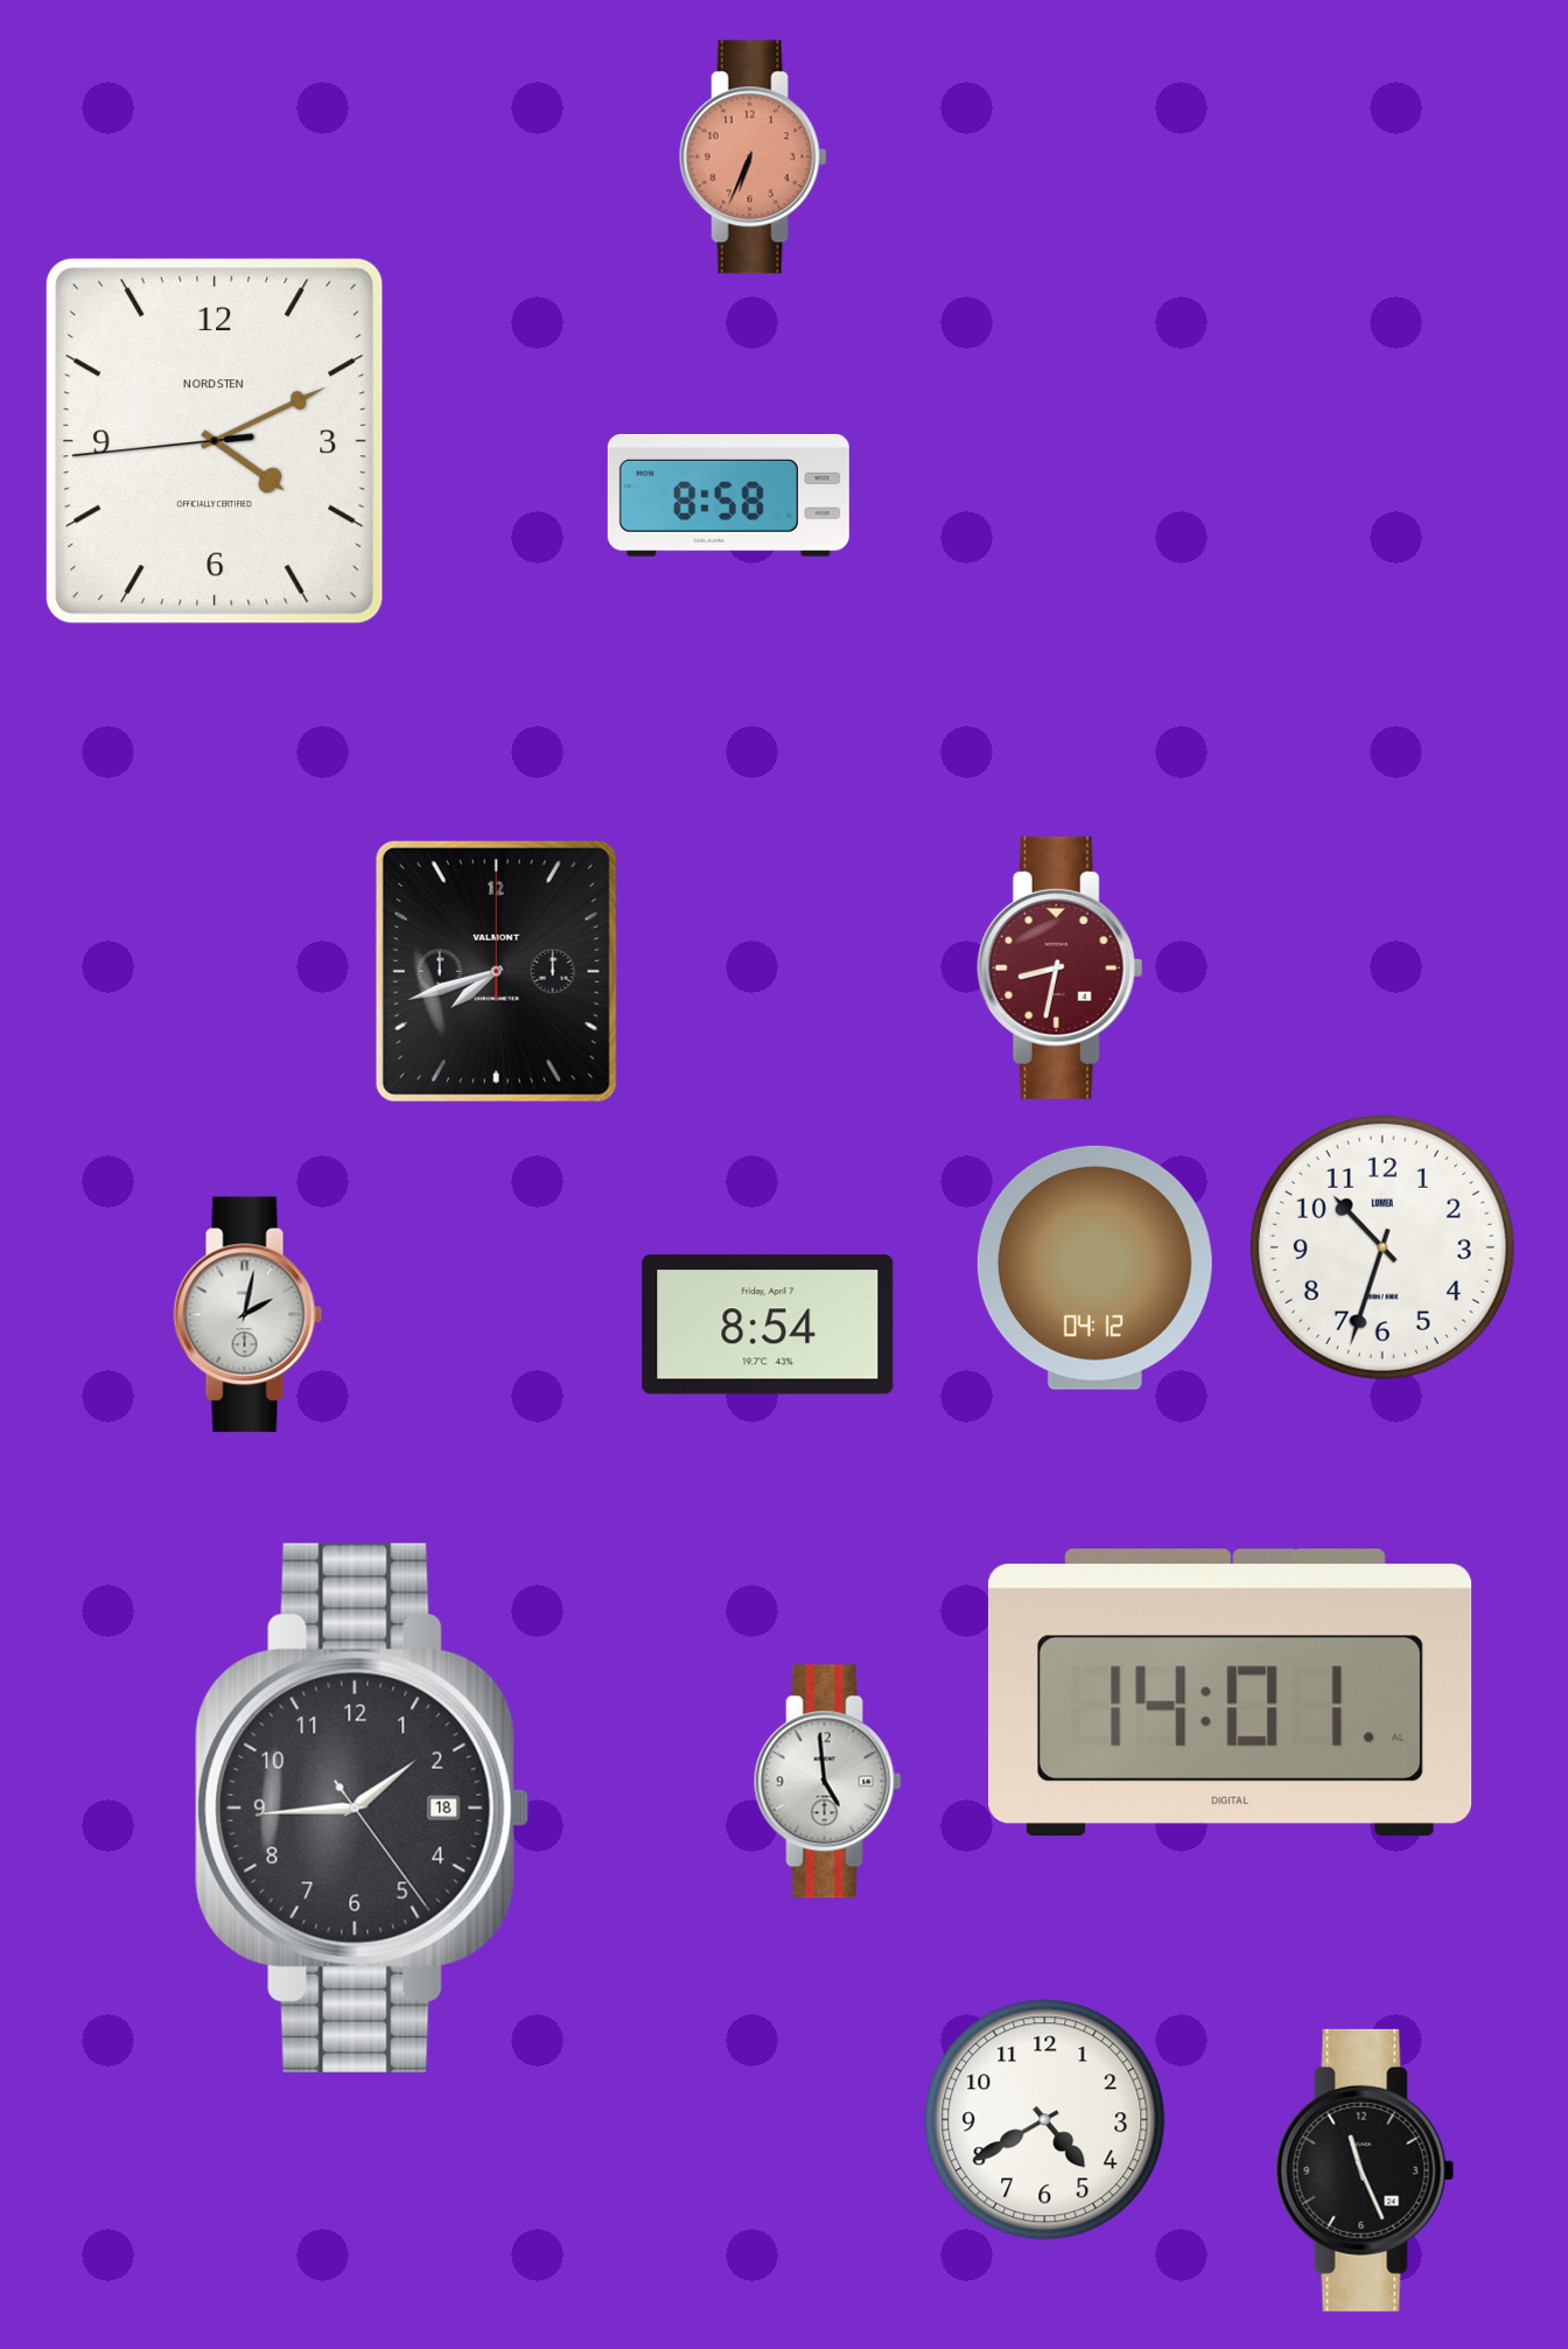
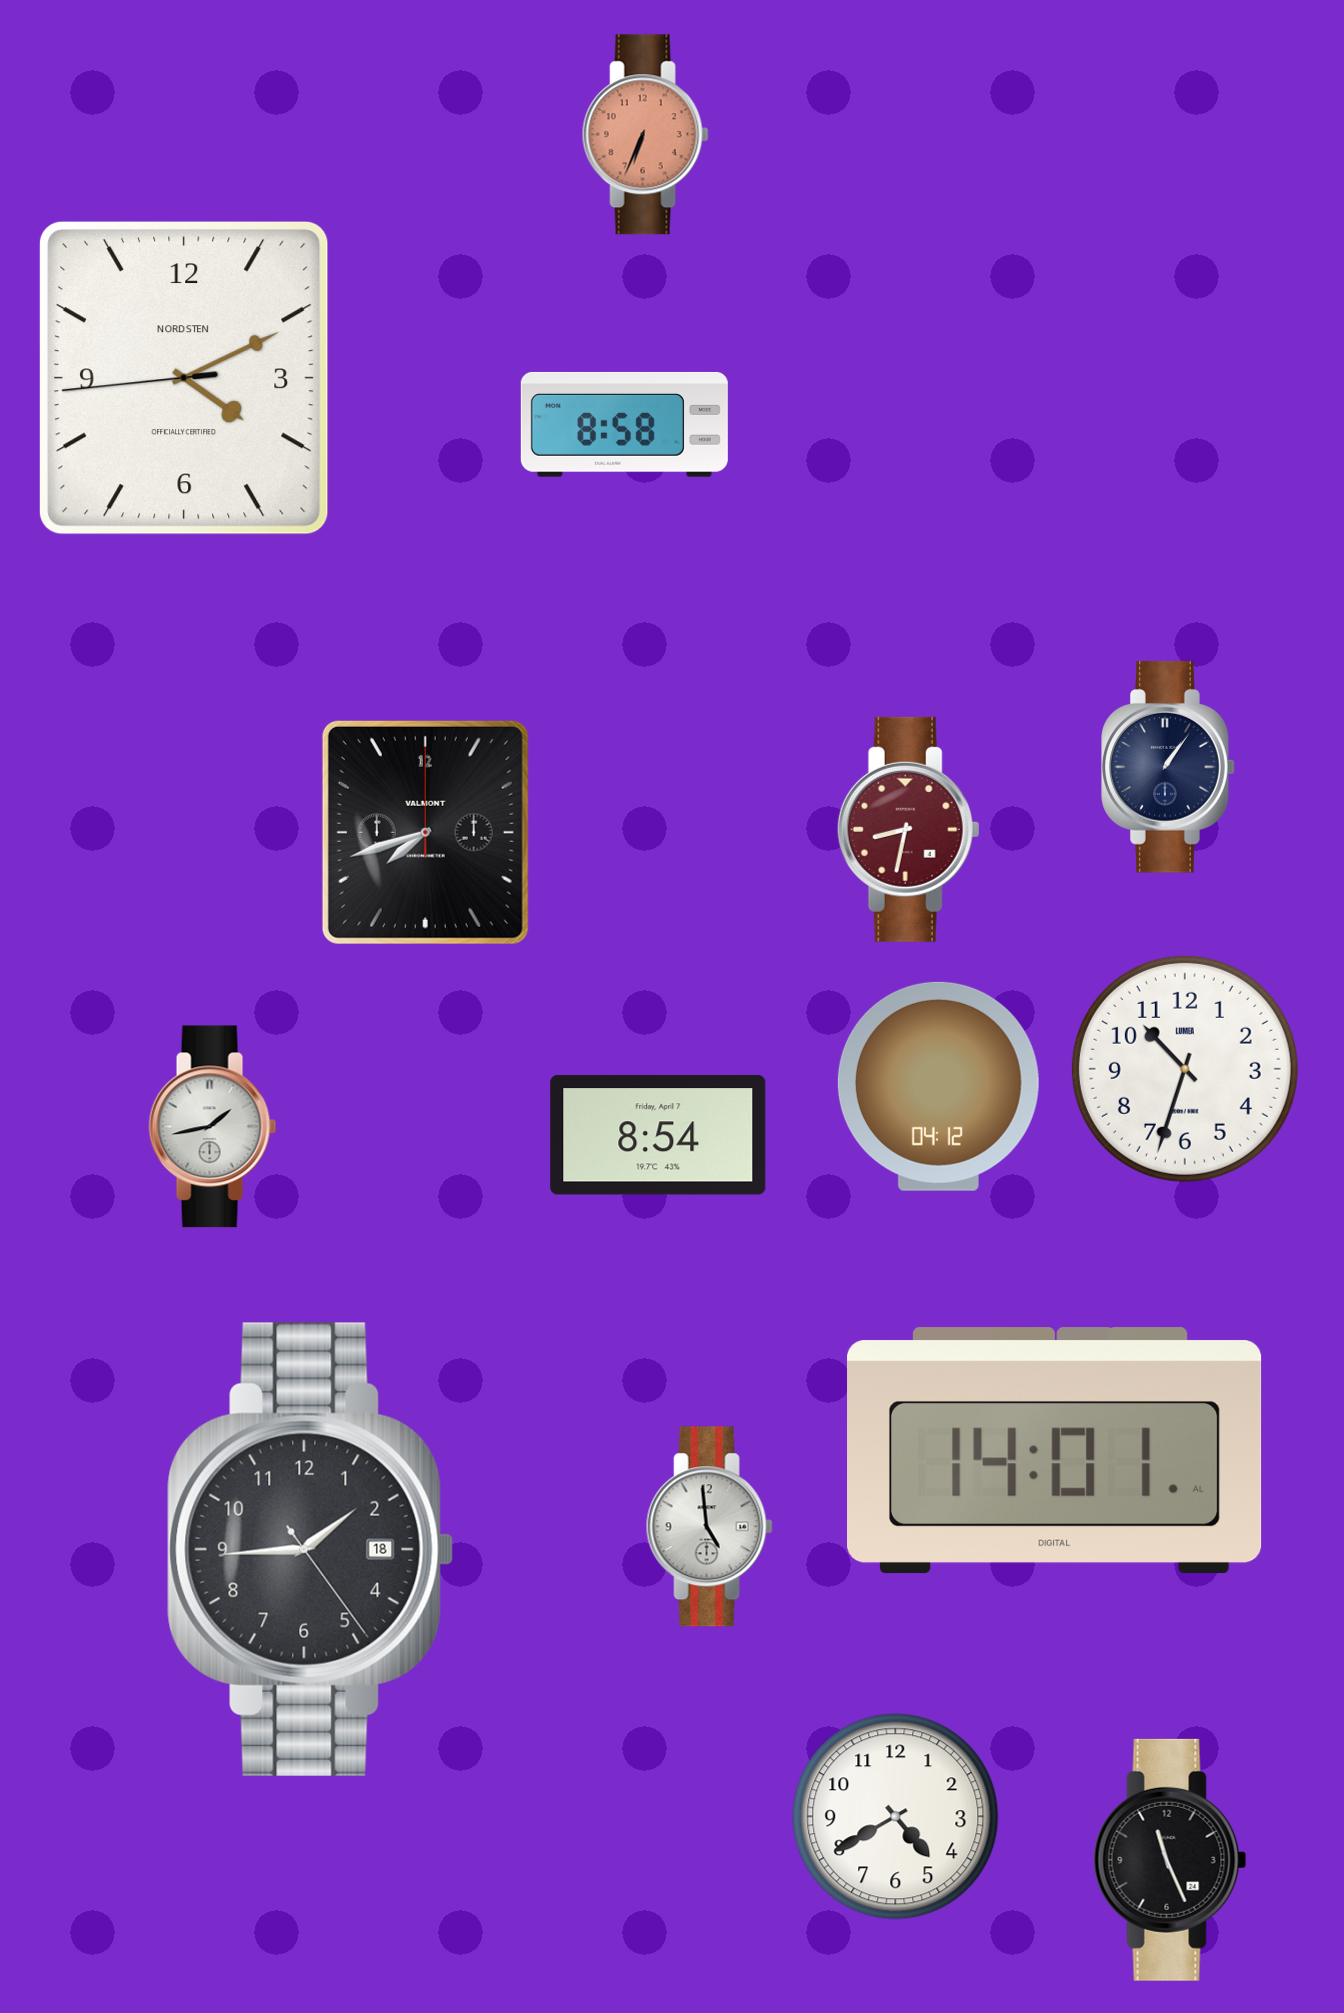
clock at (1168, 767): none -> 1:06
clock at (249, 1315): 2:02 -> 1:43
